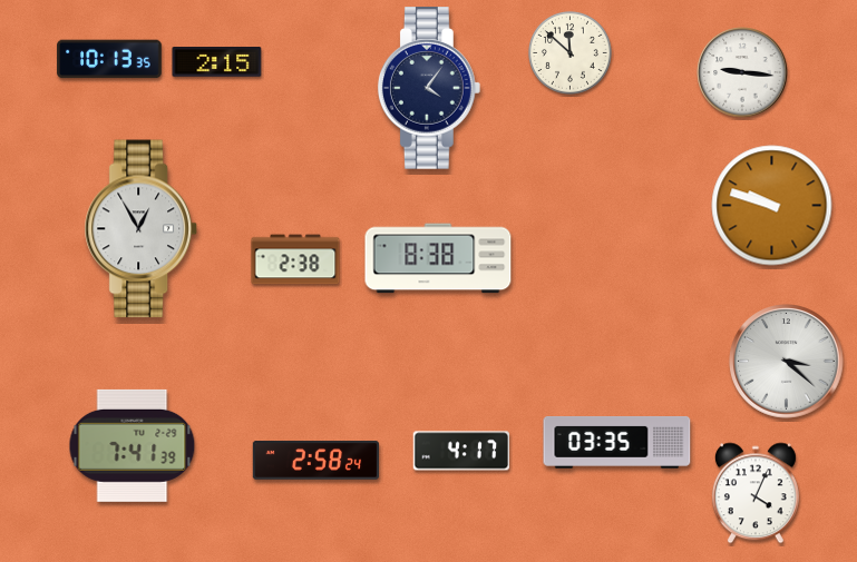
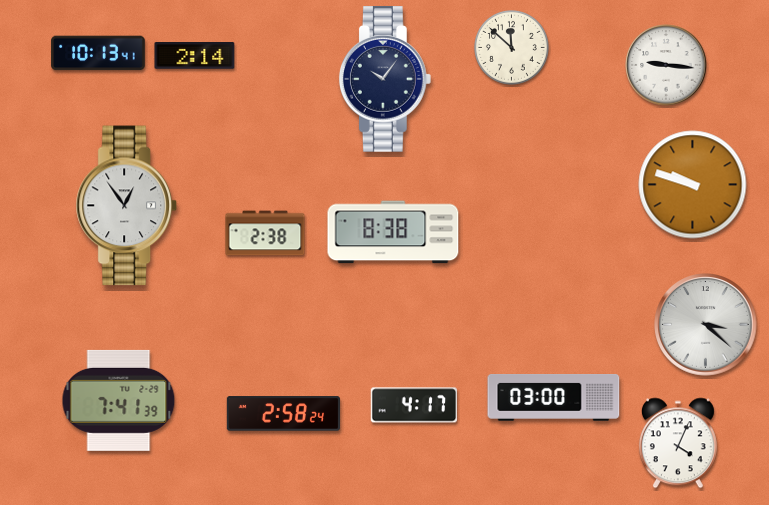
clock at (109, 59): 10:13:35 -> 10:13:41
clock at (217, 62): 2:15 -> 2:14
clock at (429, 88): 4:06 -> 10:06
clock at (140, 229): 12:55 -> 12:54
clock at (617, 443): 03:35 -> 03:00
